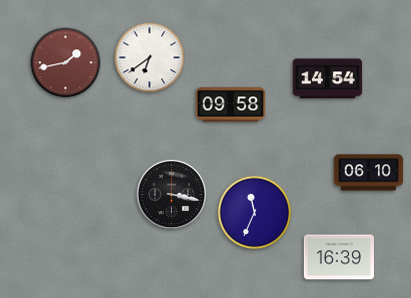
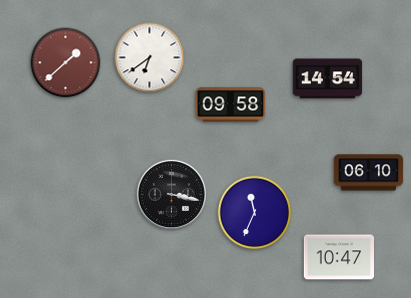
clock at (66, 63): 1:43 -> 1:38
clock at (338, 257): 16:39 -> 10:47
